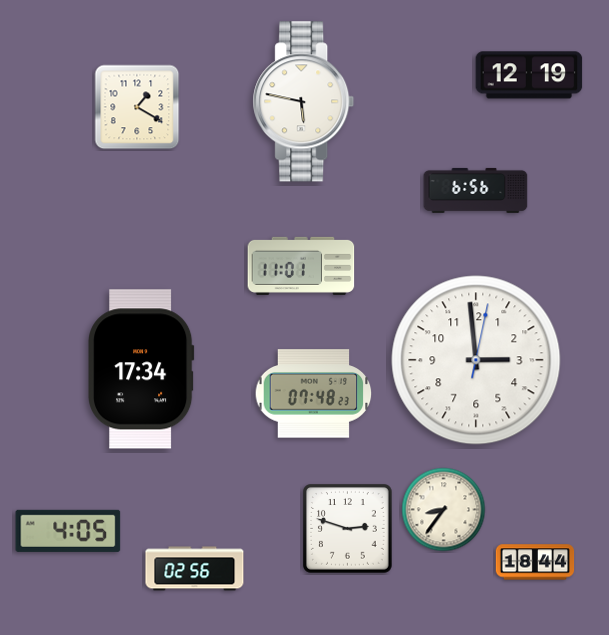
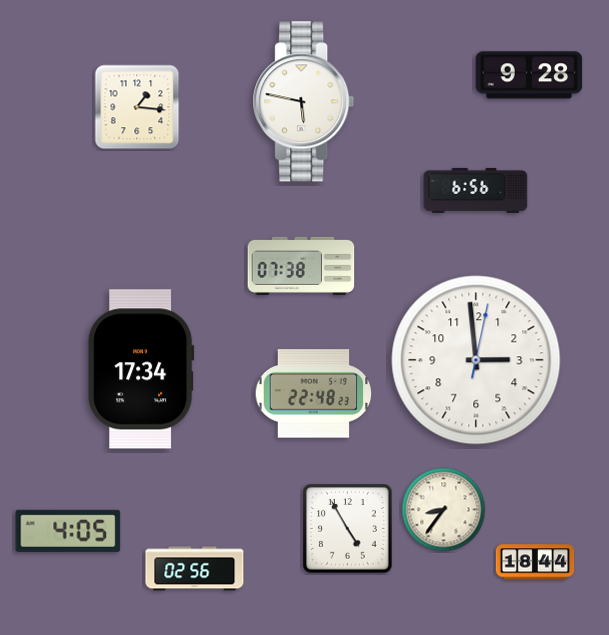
clock at (529, 75): 12:19 -> 9:28
clock at (137, 107): 1:20 -> 1:16
clock at (301, 266): 11:01 -> 07:38
clock at (314, 394): 07:48 -> 22:48
clock at (348, 529): 2:48 -> 4:55
